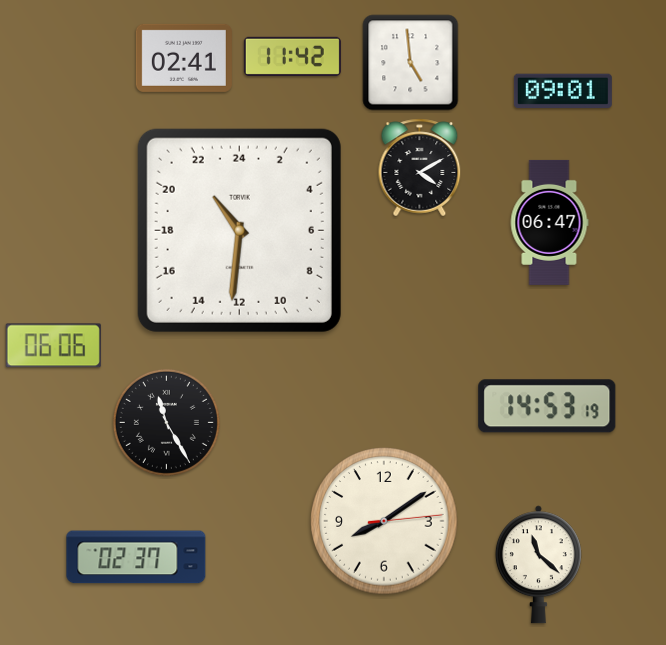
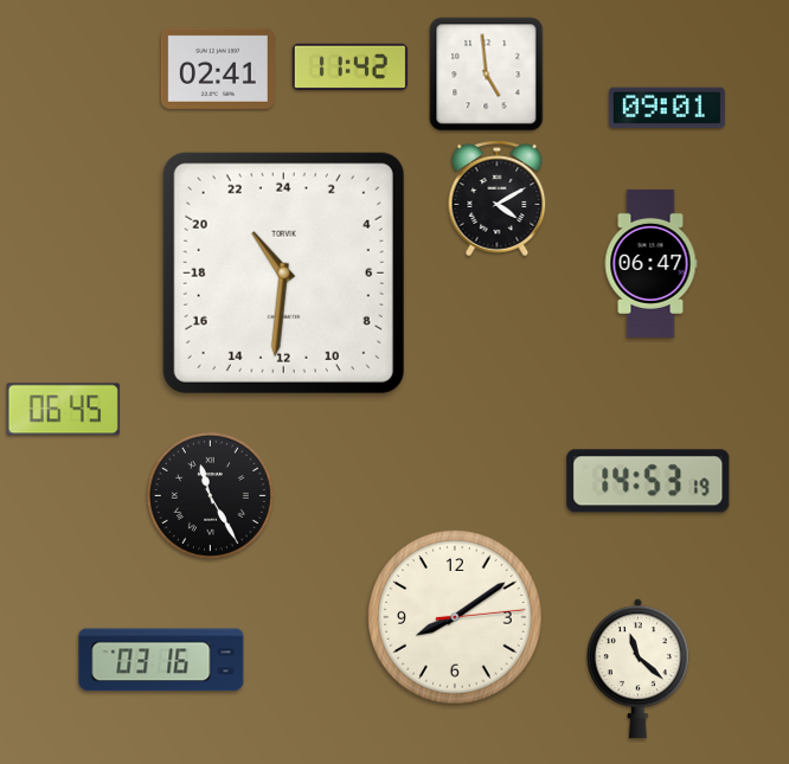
clock at (292, 56) position: (292, 56) -> (349, 66)
clock at (53, 346): 06:06 -> 06:45
clock at (166, 422) position: (166, 422) -> (210, 495)
clock at (136, 557): 02:37 -> 03:16
